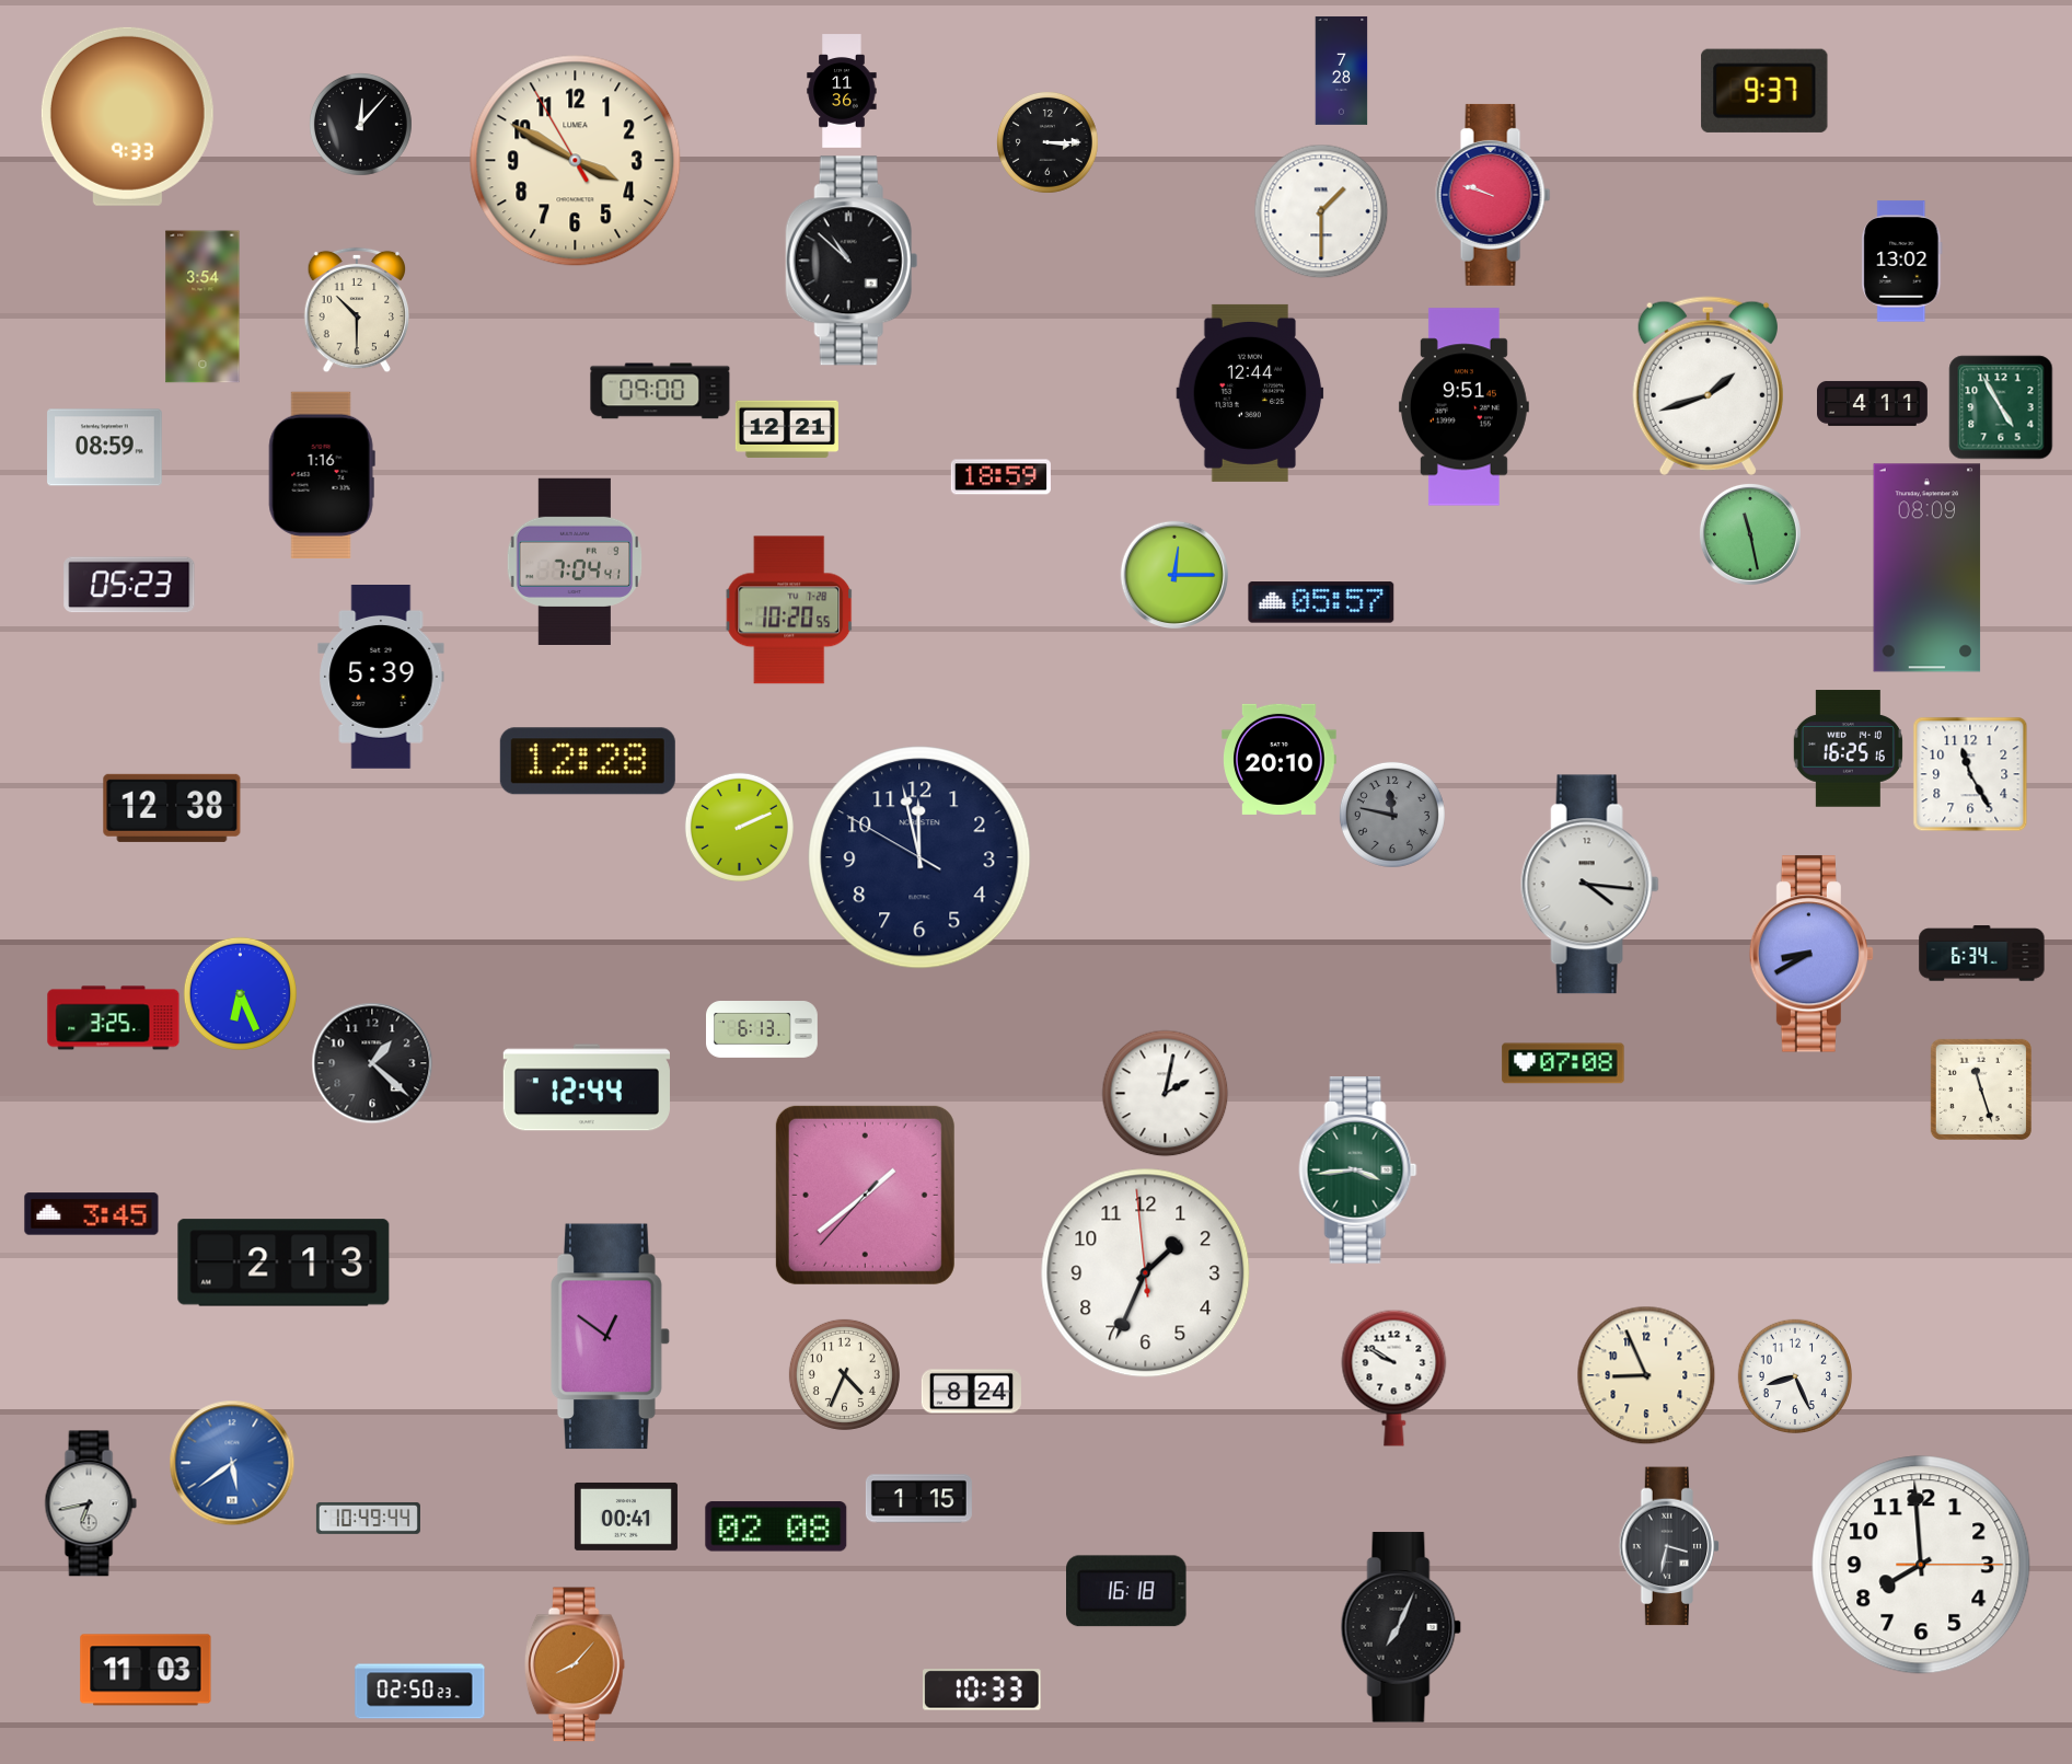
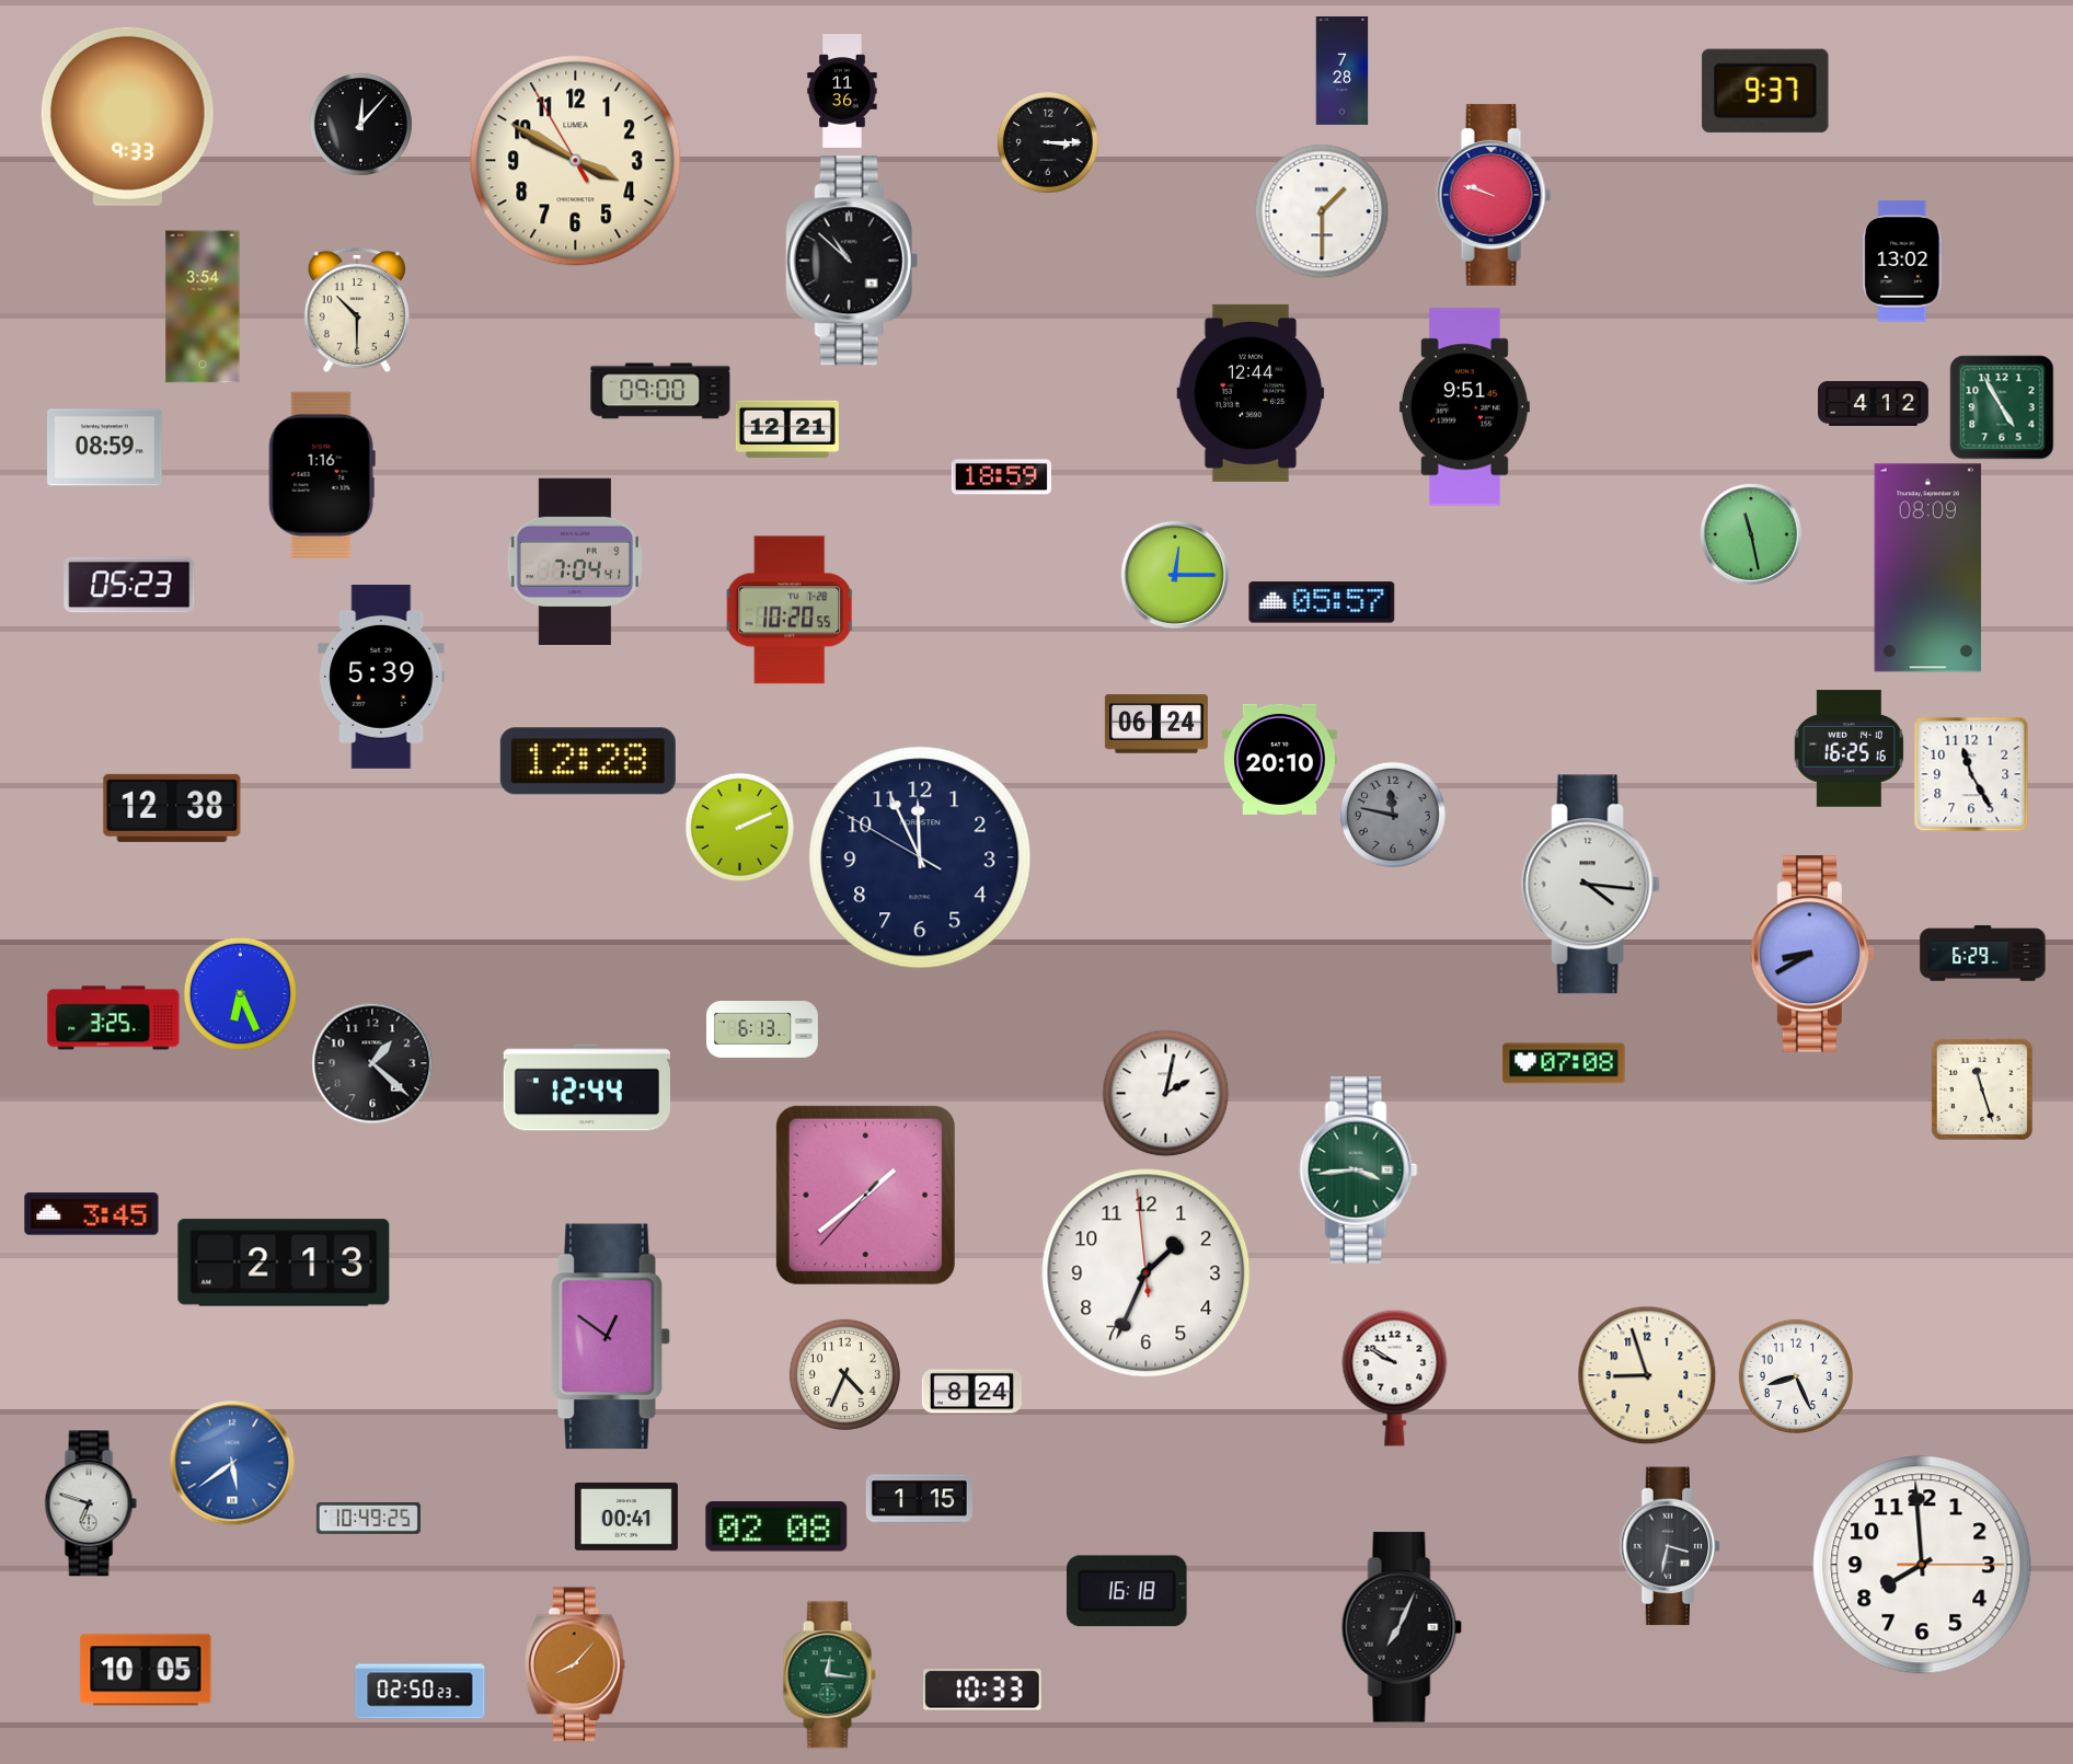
clock at (1708, 385): 1:42 -> none
clock at (1873, 403): 4:11 -> 4:12
clock at (1156, 724): none -> 06:24
clock at (919, 857): 11:57 -> 11:55
clock at (1982, 954): 6:34 -> 6:29
clock at (1646, 1375): 8:56 -> 8:57
clock at (91, 1503): 6:43 -> 6:48
clock at (368, 1518): 10:49:44 -> 10:49:25
clock at (146, 1670): 11:03 -> 10:05
clock at (829, 1675): none -> 12:16
